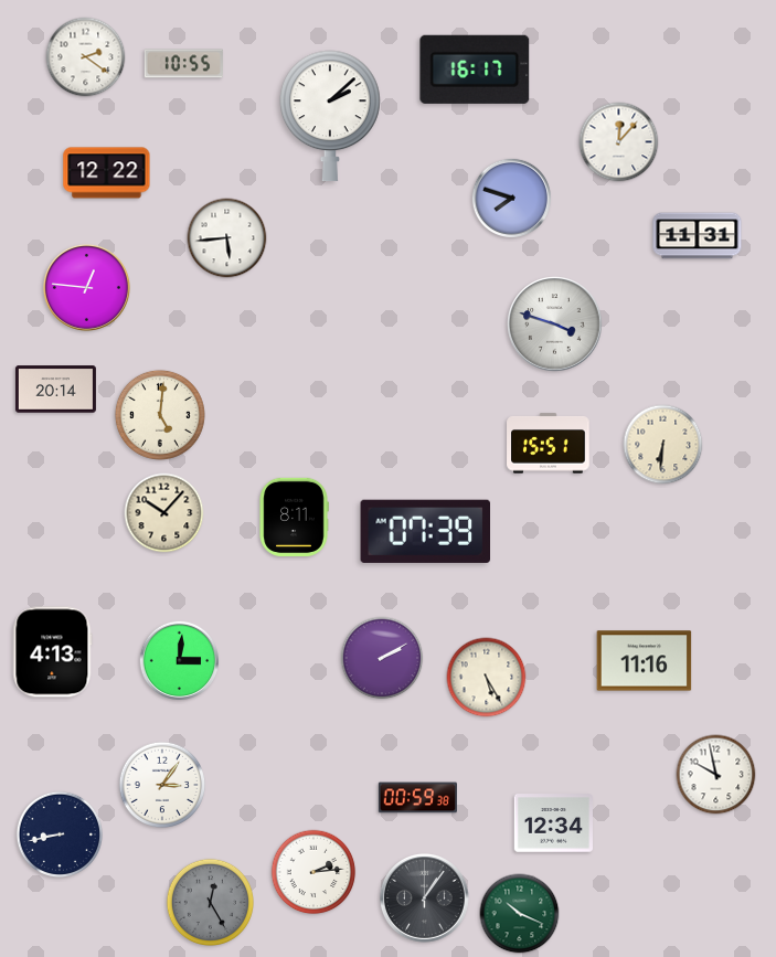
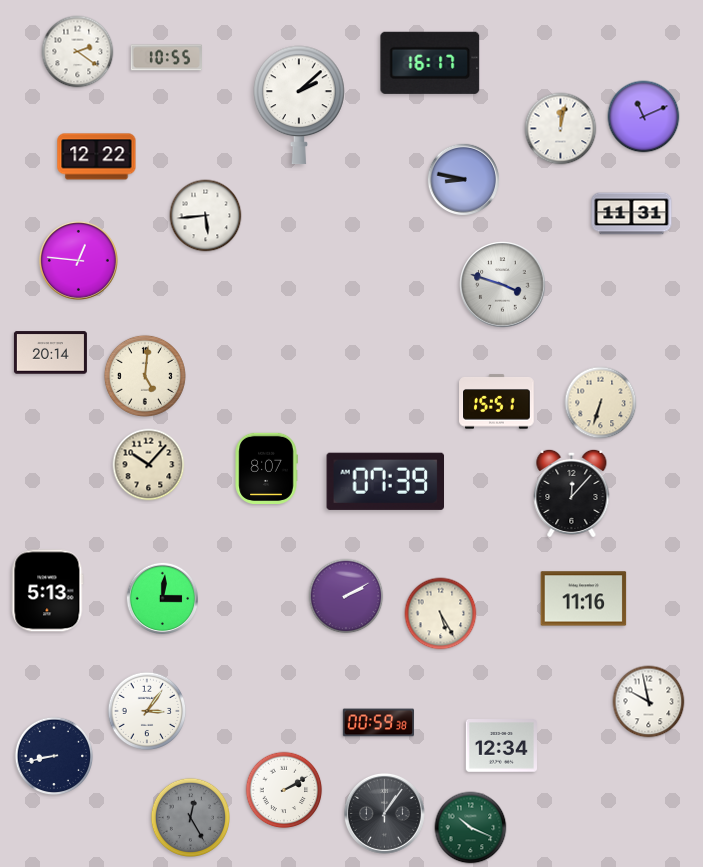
clock at (644, 117): none -> 11:11
clock at (619, 142): 12:07 -> 12:02
clock at (512, 199): 7:48 -> 8:47
clock at (555, 325) position: (555, 325) -> (503, 285)
clock at (663, 445): 6:31 -> 6:33
clock at (294, 517): 8:11 -> 8:07
clock at (572, 492): none -> 12:07
clock at (53, 652): 4:13 -> 5:13
clock at (313, 872): 2:14 -> 2:10
